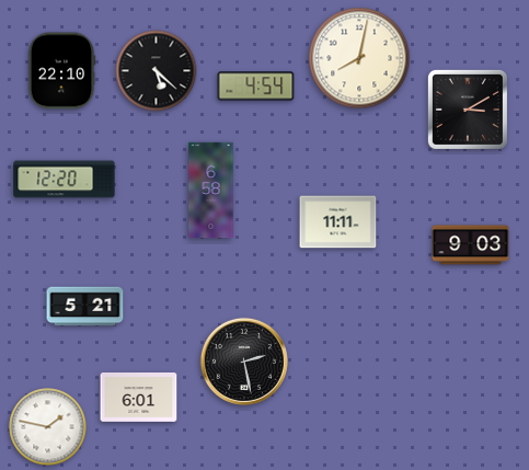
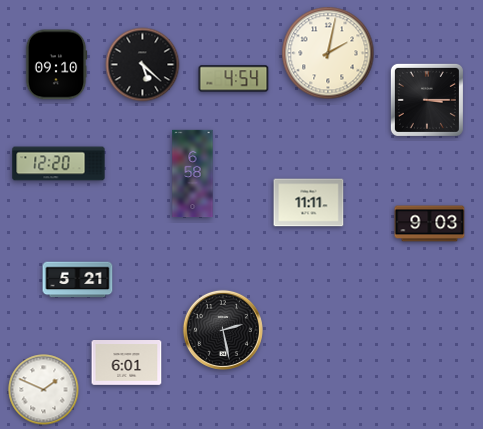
clock at (359, 58): 8:02 -> 2:02
clock at (61, 71): 22:10 -> 09:10
clock at (468, 110): 3:10 -> 3:15
clock at (48, 427): 1:47 -> 1:49
